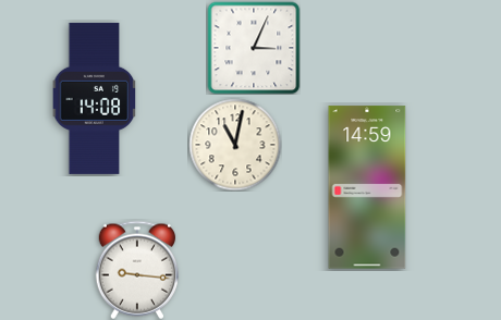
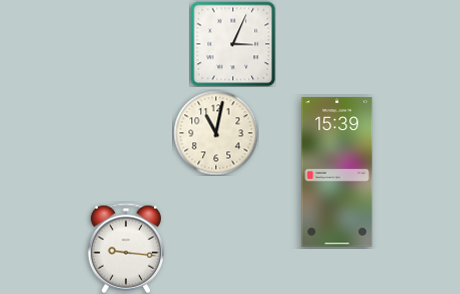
clock at (95, 98): 14:08 -> none
clock at (367, 187): 14:59 -> 15:39
